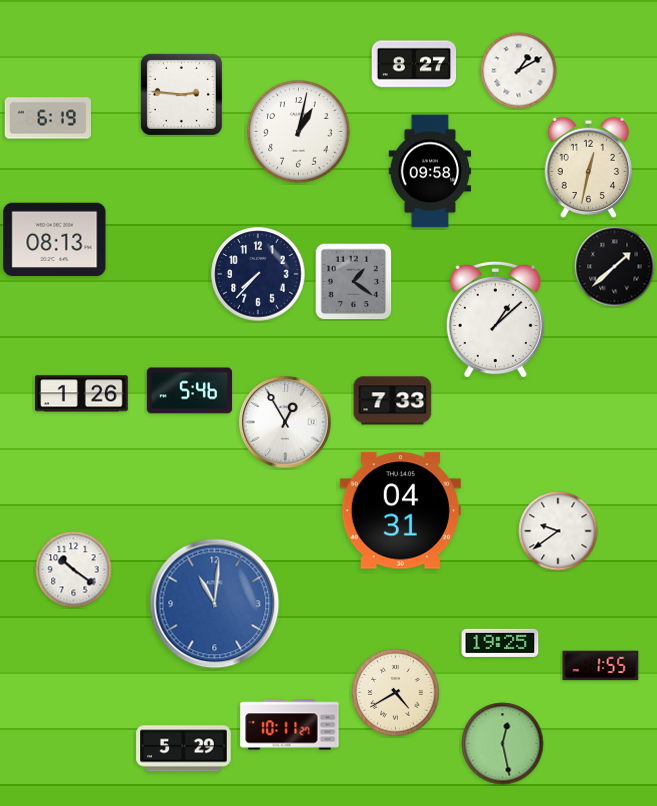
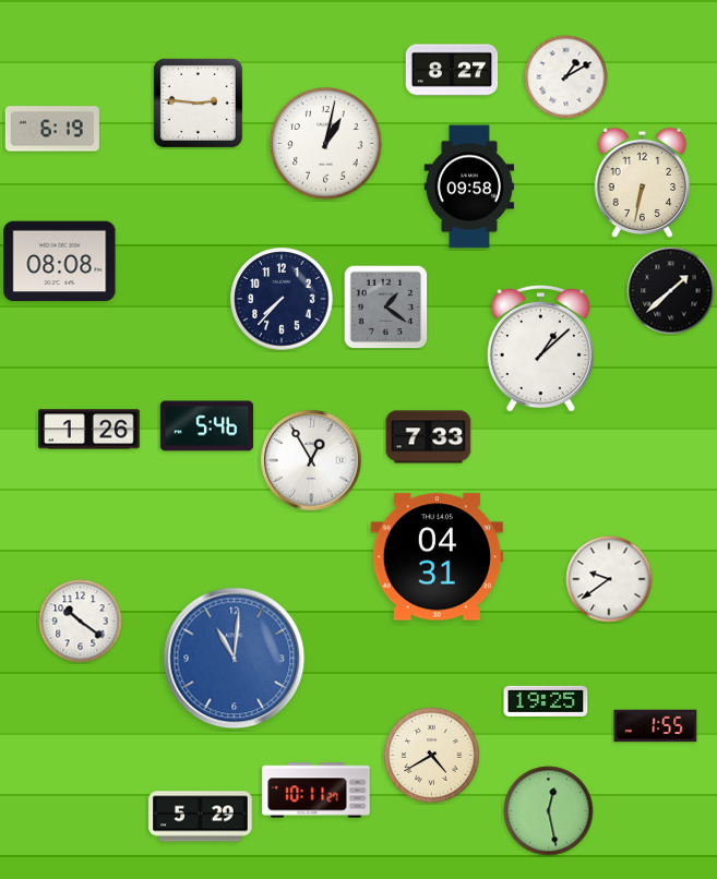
clock at (589, 168): 12:32 -> 6:32
clock at (55, 240): 08:13 -> 08:08
